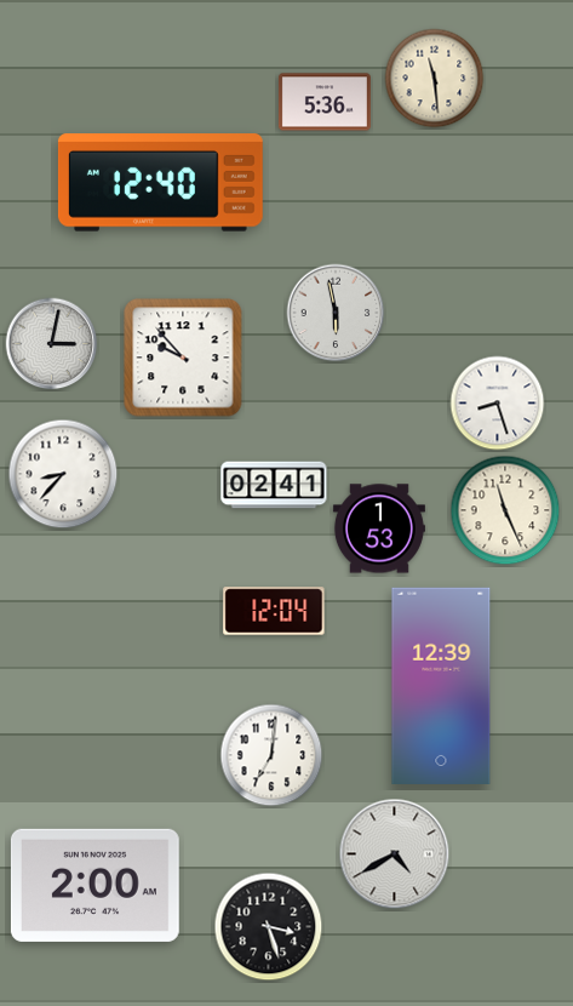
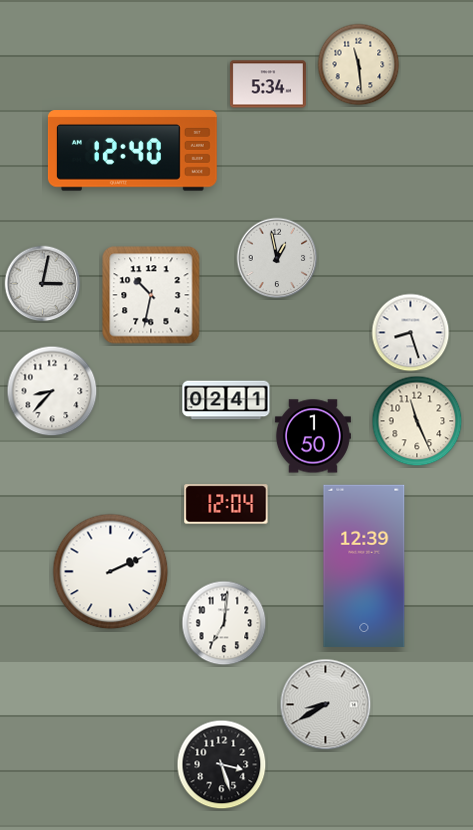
clock at (325, 102): 5:36 -> 5:34
clock at (336, 313): 5:58 -> 12:58
clock at (183, 358): 9:53 -> 10:32
clock at (379, 528): 1:53 -> 1:50
clock at (111, 572): none -> 2:11
clock at (395, 854): 4:40 -> 8:40
clock at (94, 885): 2:00 -> none
